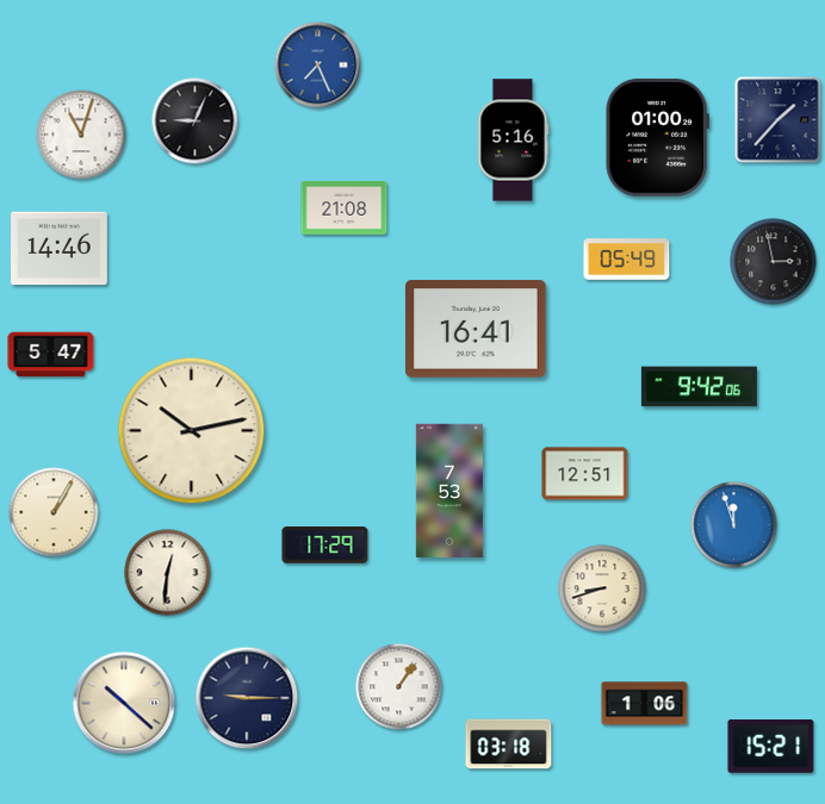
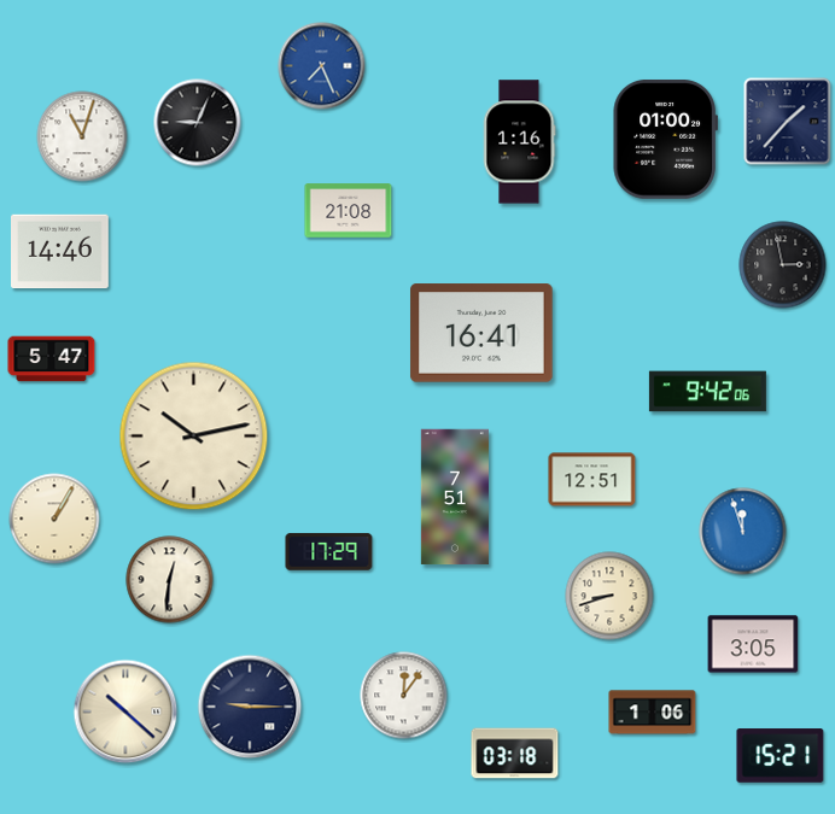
clock at (513, 141): 5:16 -> 1:16
clock at (627, 260): 05:49 -> none
clock at (449, 491): 7:53 -> 7:51
clock at (753, 644): none -> 3:05
clock at (399, 687): 1:06 -> 12:06
